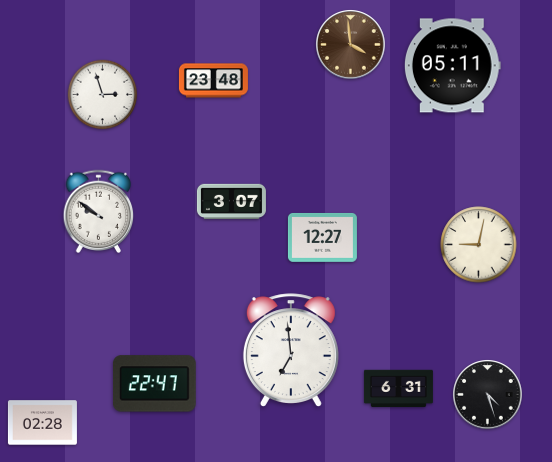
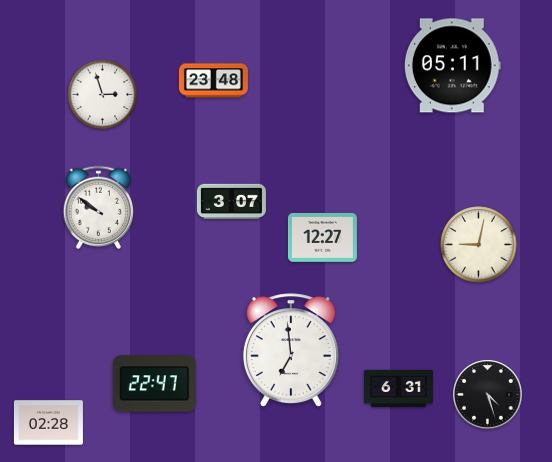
clock at (351, 45): 3:59 -> none
clock at (99, 211) position: (99, 211) -> (99, 207)
clock at (42, 423) position: (42, 423) -> (48, 423)
